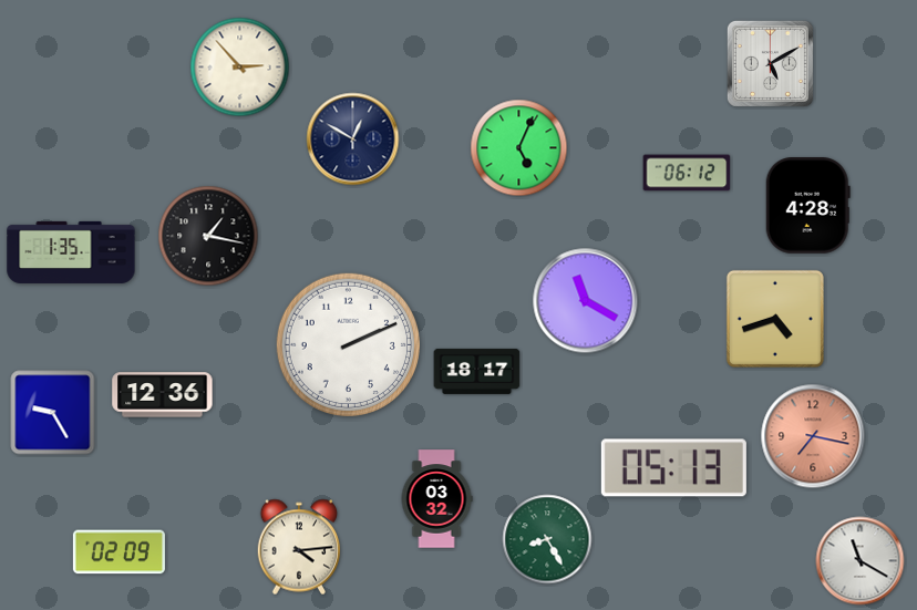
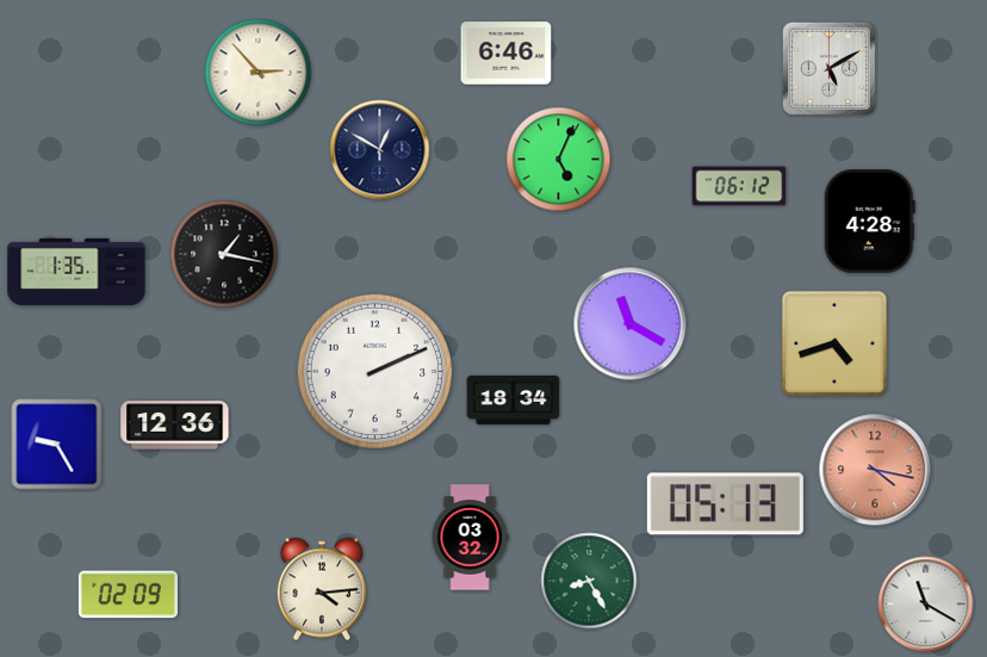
clock at (507, 54): none -> 6:46
clock at (477, 371): 18:17 -> 18:34
clock at (813, 436): 7:17 -> 4:17
